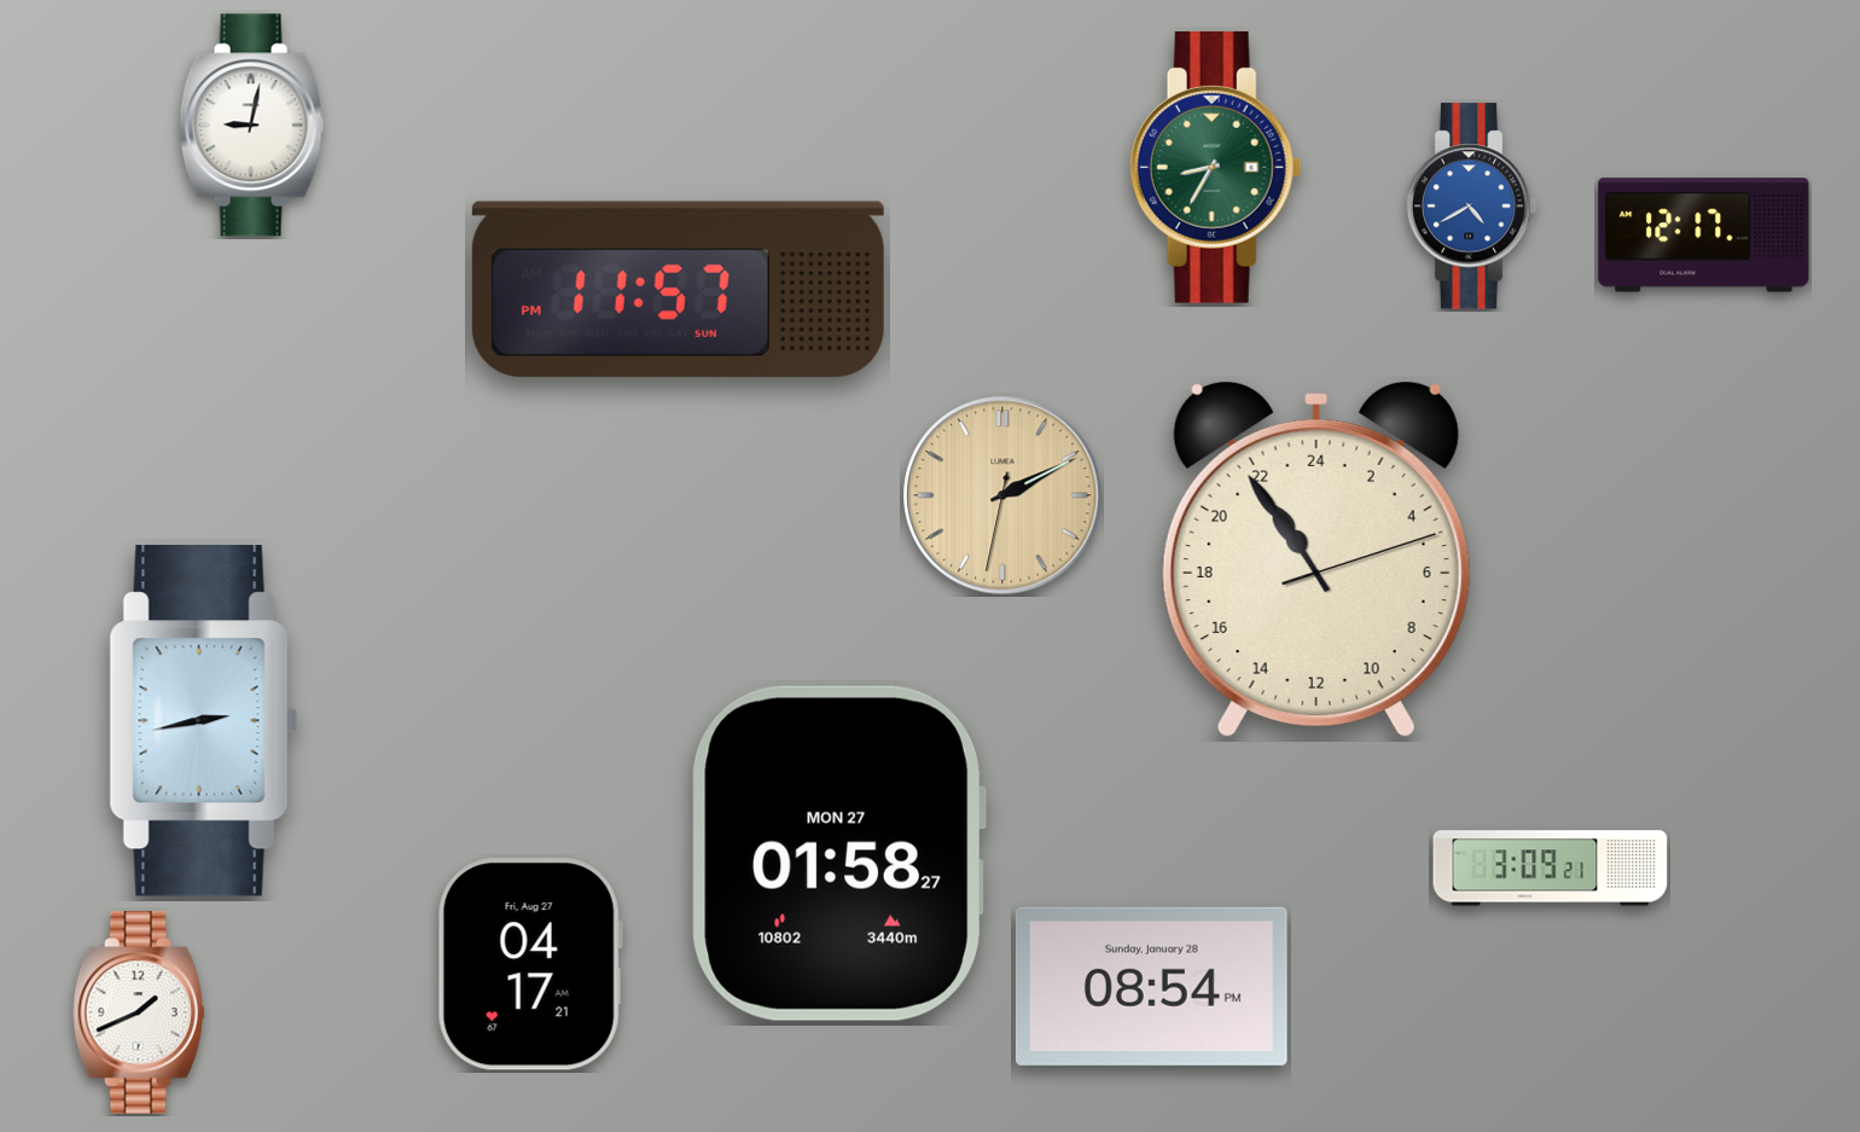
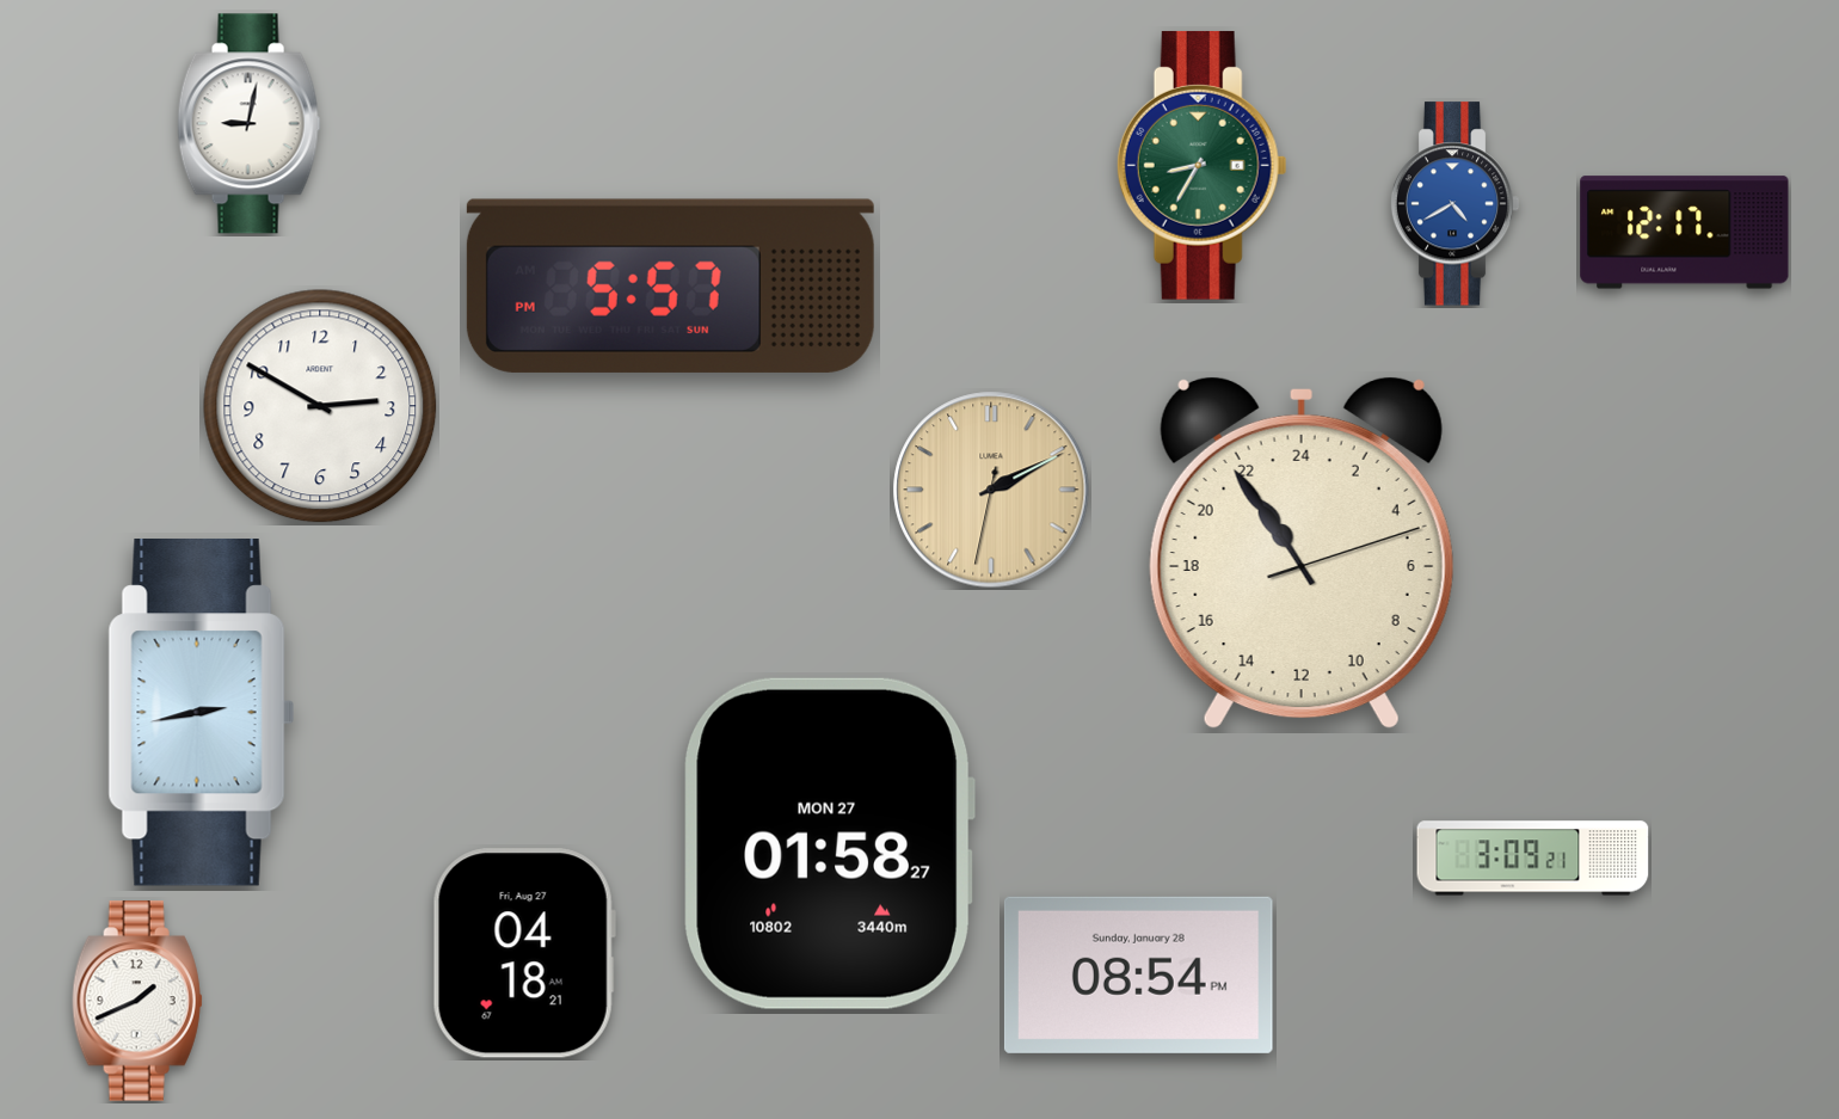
clock at (678, 289): 11:57 -> 5:57
clock at (320, 406): none -> 2:50
clock at (530, 964): 04:17 -> 04:18
